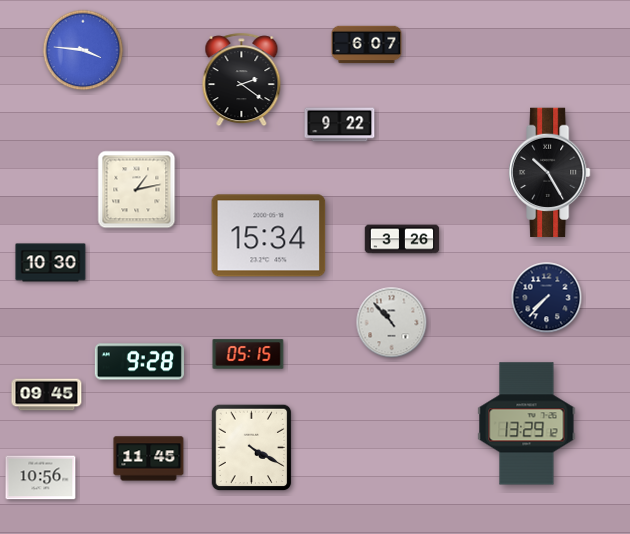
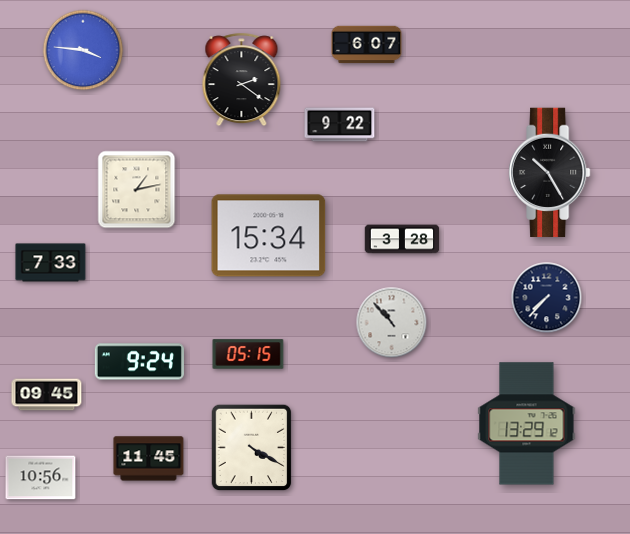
clock at (402, 239): 3:26 -> 3:28
clock at (51, 263): 10:30 -> 7:33
clock at (139, 362): 9:28 -> 9:24
